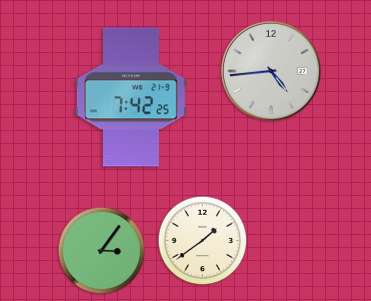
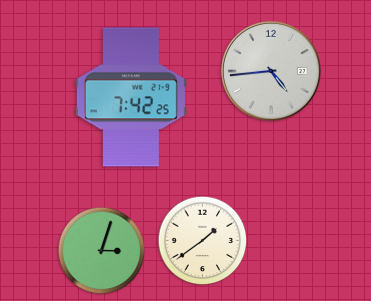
clock at (102, 251): 3:06 -> 3:03
